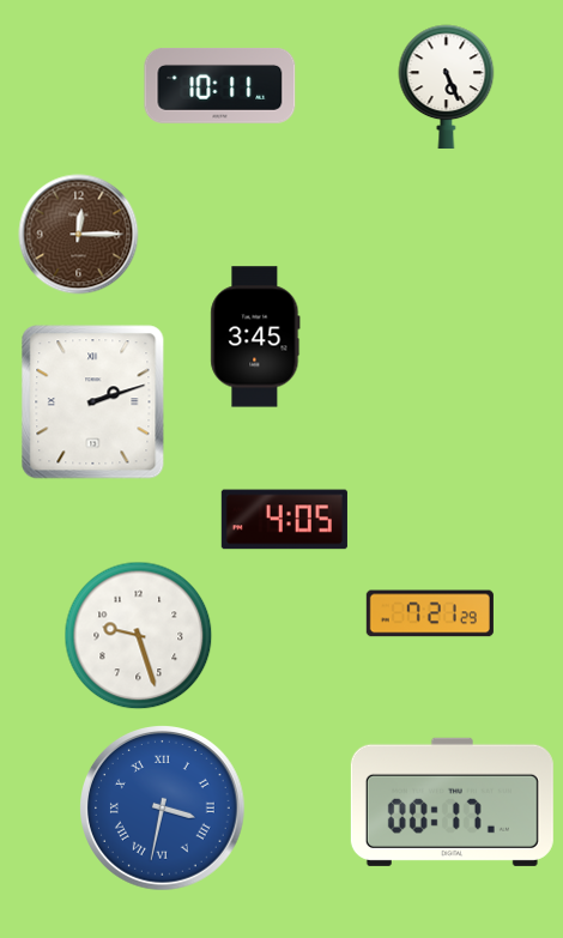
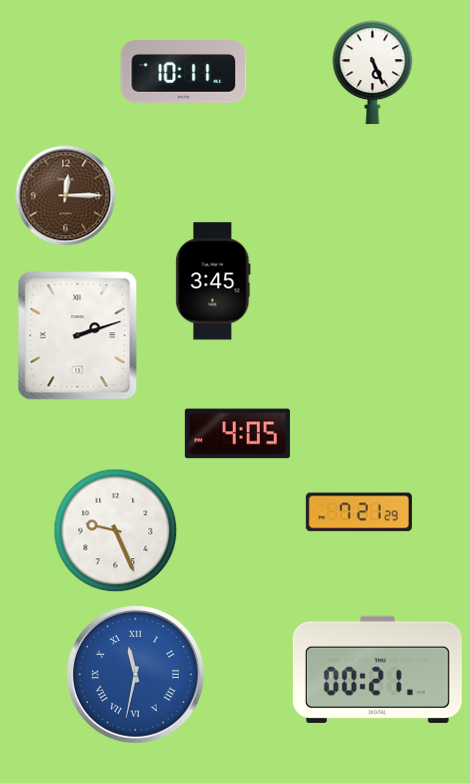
clock at (139, 636): 9:27 -> 9:26
clock at (452, 801): 00:17 -> 00:21
clock at (163, 809): 3:32 -> 11:32
